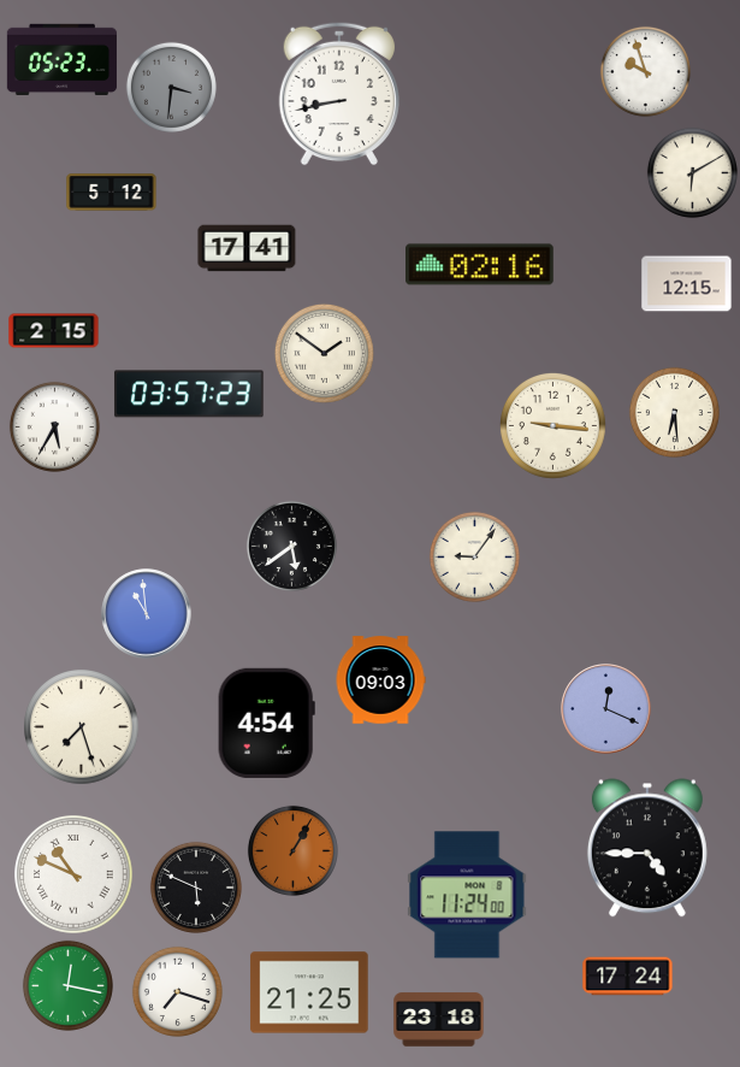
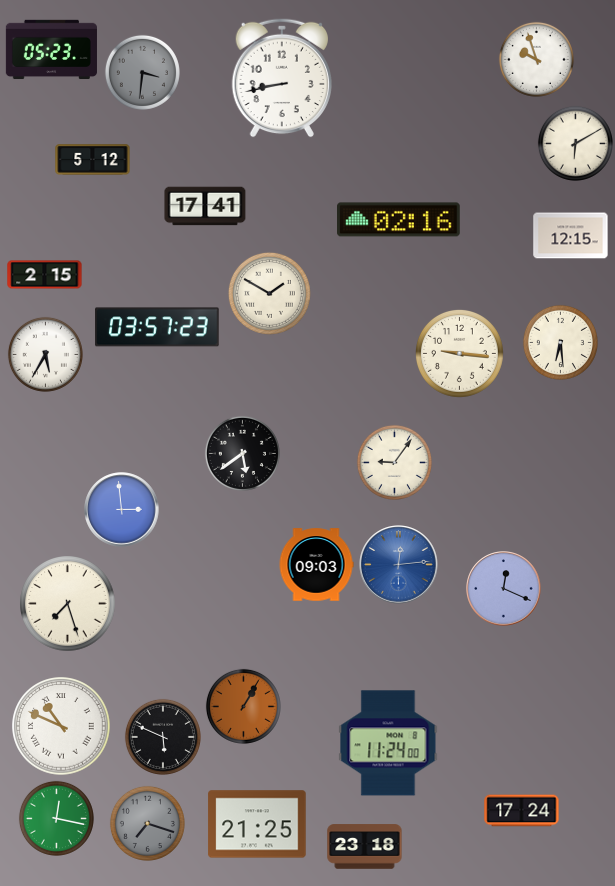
clock at (324, 353): 1:51 -> 1:50
clock at (147, 614): 10:59 -> 2:59
clock at (399, 565): none -> 12:14
clock at (266, 723): 4:54 -> none
clock at (647, 848): 4:45 -> none
clock at (177, 991) dial: white -> grey
